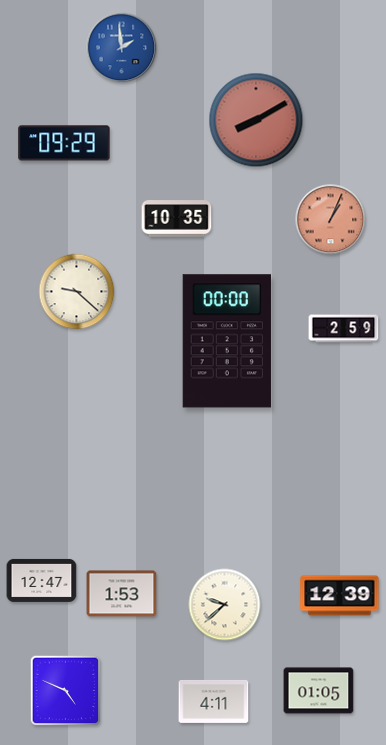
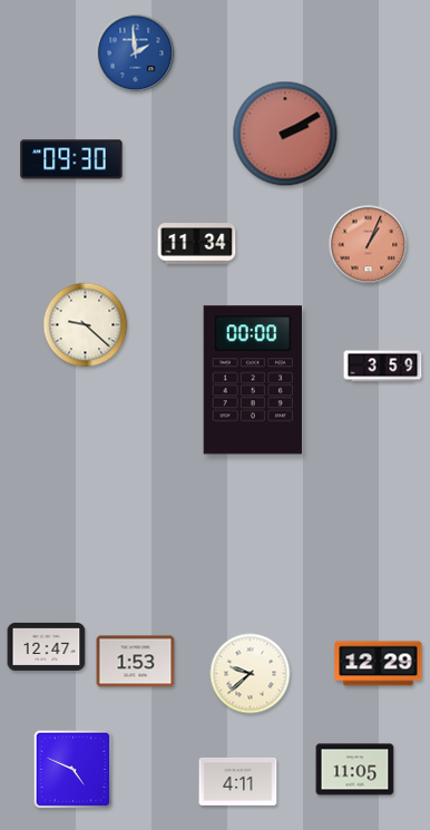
clock at (256, 120): 8:10 -> 2:10
clock at (64, 143): 09:29 -> 09:30
clock at (177, 219): 10:35 -> 11:34
clock at (344, 329): 2:59 -> 3:59
clock at (340, 596): 12:39 -> 12:29
clock at (319, 691): 01:05 -> 11:05
